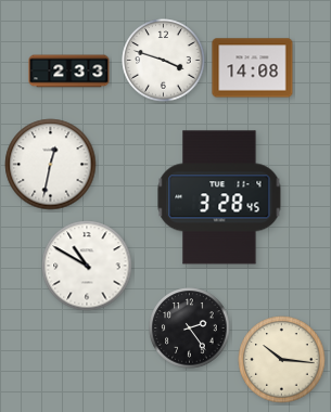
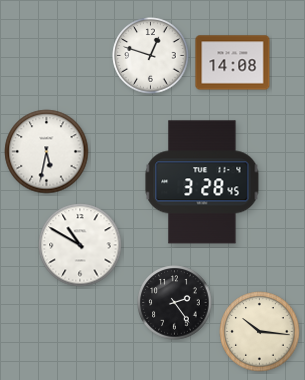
clock at (164, 61): 3:48 -> 12:48
clock at (69, 72): 2:33 -> none
clock at (51, 165): 12:32 -> 5:32
